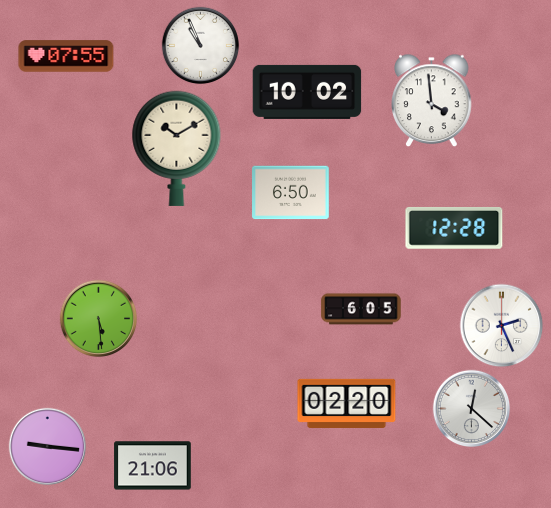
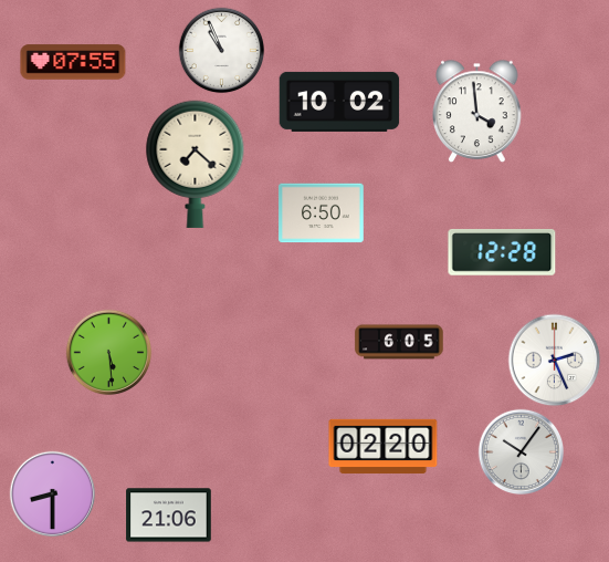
clock at (177, 148): 10:10 -> 7:22
clock at (471, 408): 12:22 -> 10:06
clock at (47, 446): 9:16 -> 8:30
